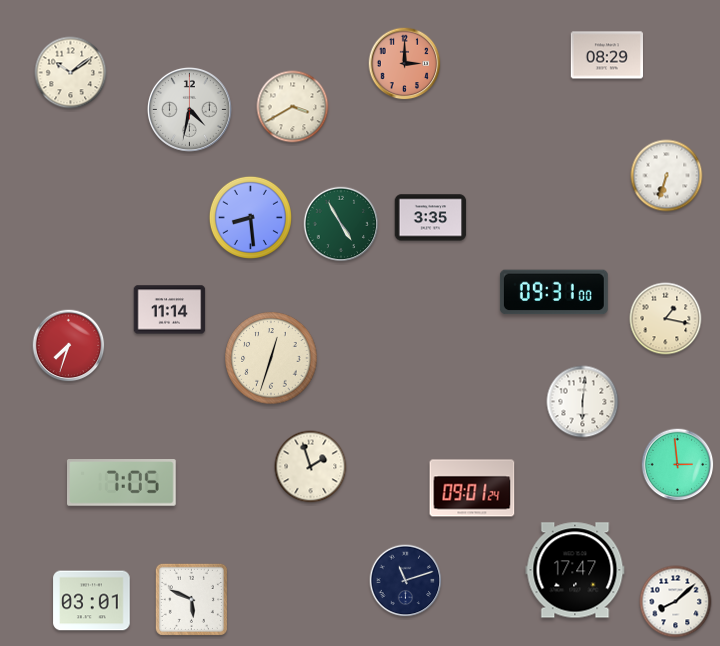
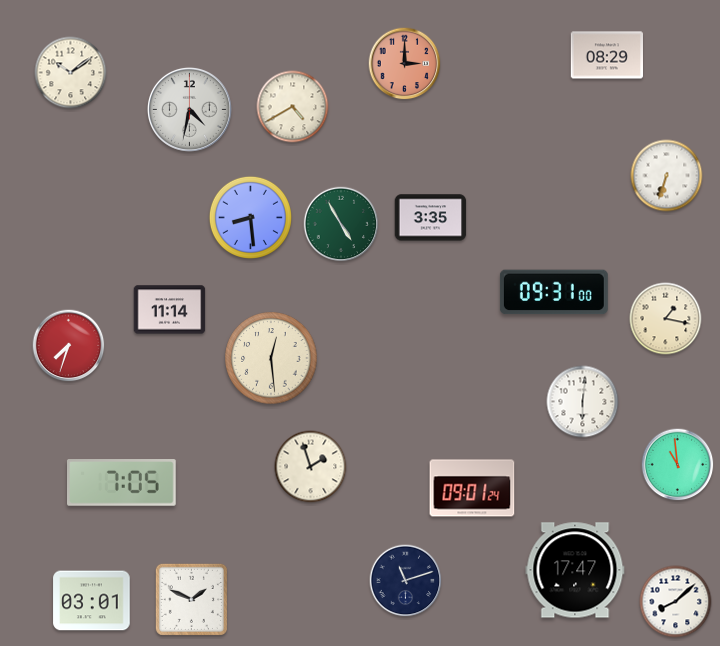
clock at (293, 107): 3:40 -> 4:40
clock at (271, 358): 12:33 -> 12:29
clock at (678, 465): 2:59 -> 10:59
clock at (191, 599): 5:49 -> 1:49
